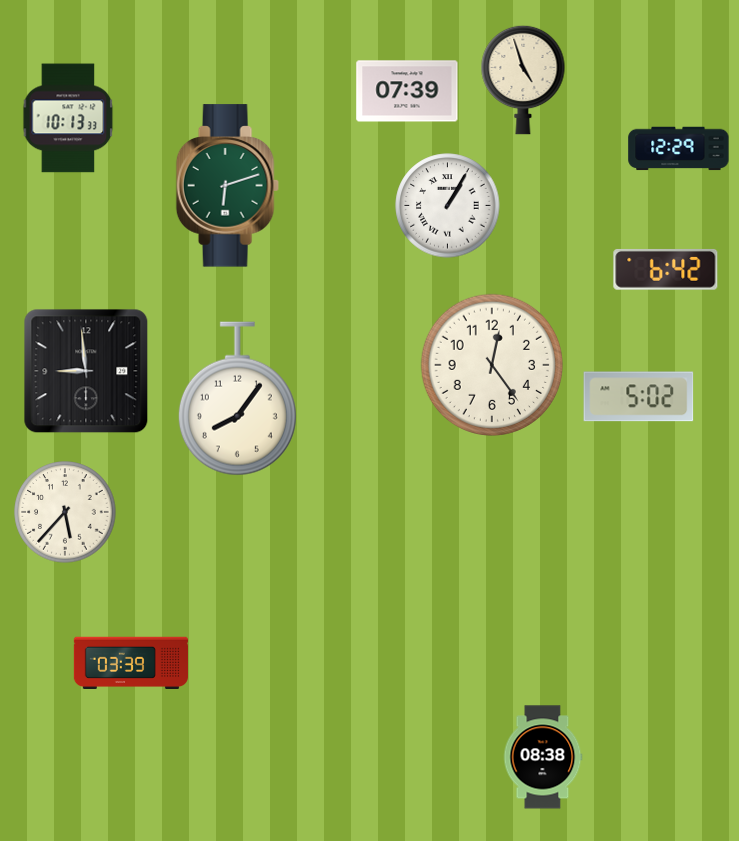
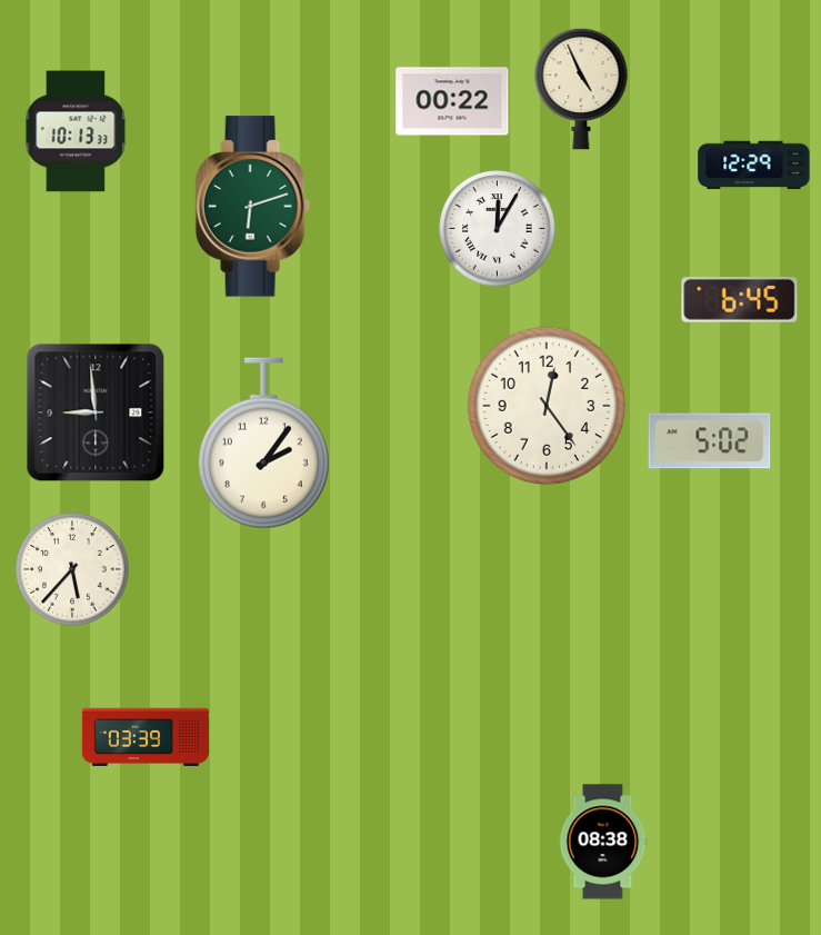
clock at (523, 80): 4:57 -> 4:56
clock at (407, 91): 07:39 -> 00:22
clock at (448, 206): 1:05 -> 12:05
clock at (666, 269): 6:42 -> 6:45
clock at (237, 399): 8:06 -> 2:06
